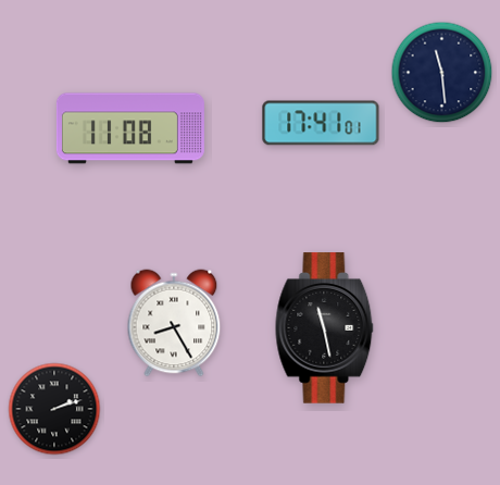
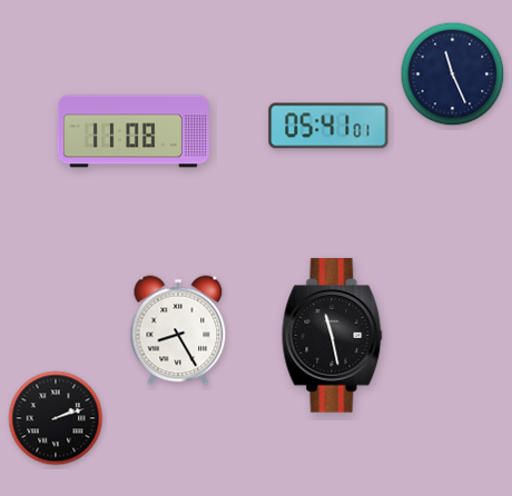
clock at (442, 73): 11:29 -> 11:26
clock at (321, 123): 17:41 -> 05:41
